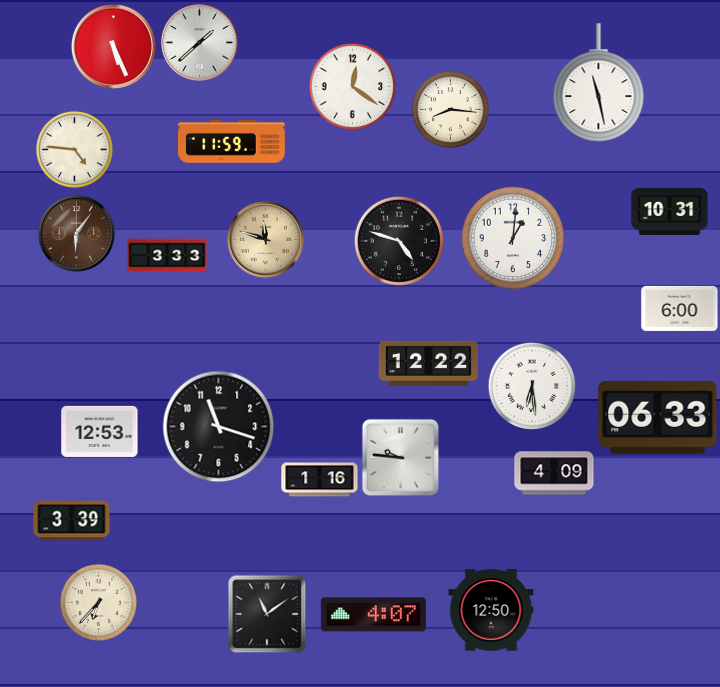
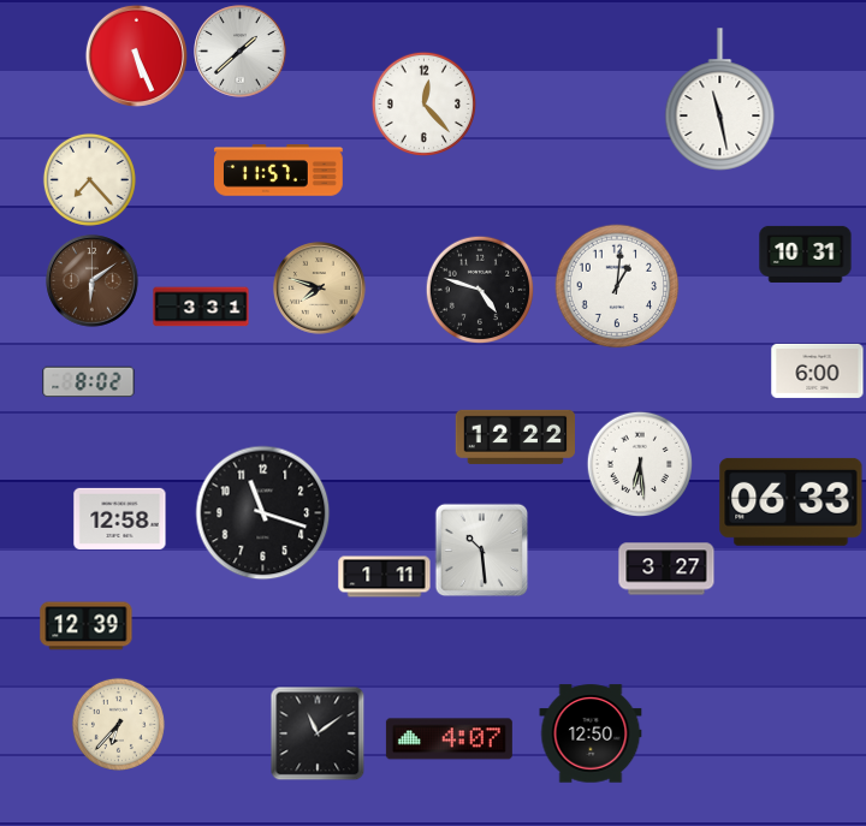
clock at (352, 86): 12:21 -> 12:23
clock at (450, 109): 8:16 -> none
clock at (232, 142): 11:59 -> 11:57
clock at (74, 149): 4:46 -> 7:23
clock at (77, 234): 6:06 -> 6:09
clock at (266, 240): 11:48 -> 7:48
clock at (167, 255): 3:33 -> 3:31
clock at (89, 382): none -> 8:02
clock at (100, 431): 12:53 -> 12:58
clock at (400, 457): 9:46 -> 10:29
clock at (554, 473): 4:09 -> 3:27
clock at (320, 480): 1:16 -> 1:11
clock at (72, 521): 3:39 -> 12:39
clock at (267, 614) position: (267, 614) -> (318, 733)
